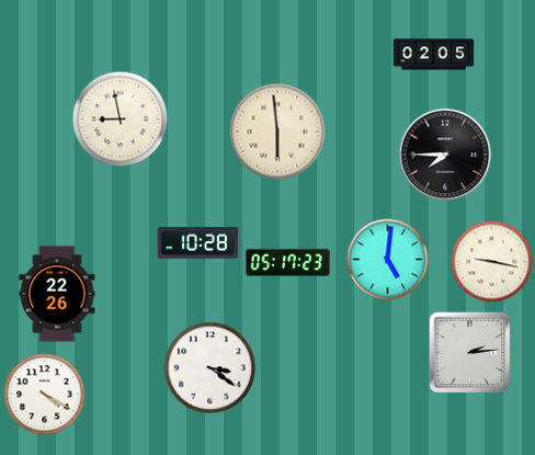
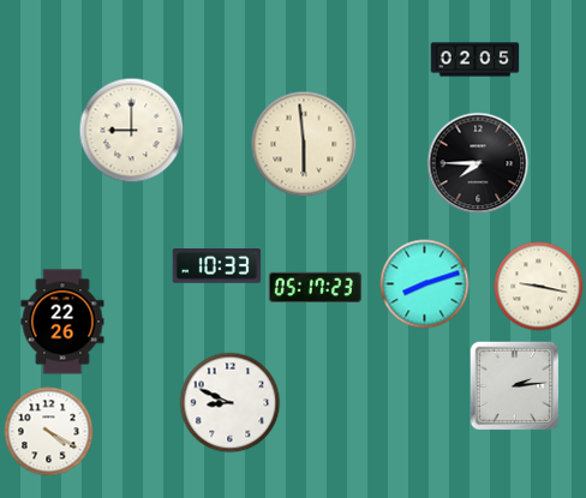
clock at (121, 120): 8:58 -> 9:00
clock at (445, 155) position: (445, 155) -> (478, 163)
clock at (198, 243): 10:28 -> 10:33
clock at (388, 260): 5:01 -> 8:12
clock at (210, 368): 3:21 -> 8:49
